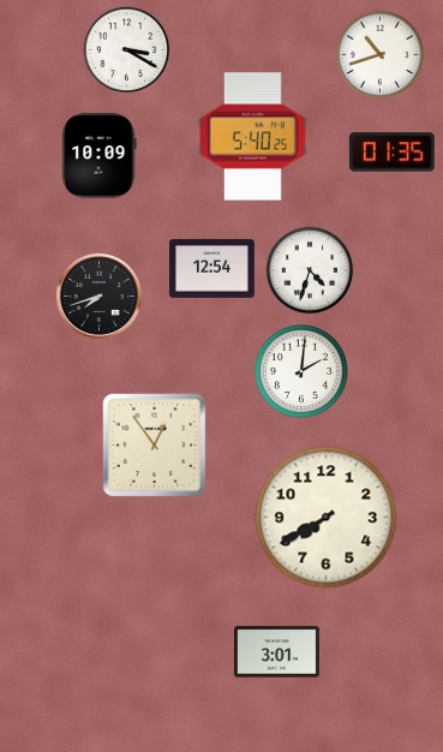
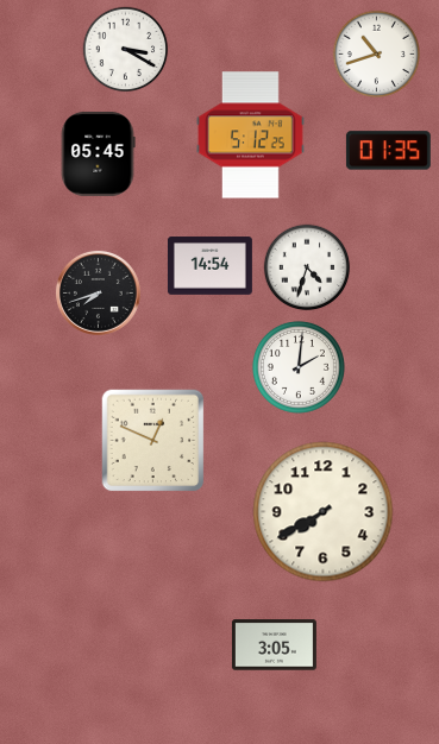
clock at (253, 137): 5:40 -> 5:12
clock at (98, 155): 10:09 -> 05:45
clock at (211, 269): 12:54 -> 14:54
clock at (155, 446): 12:54 -> 12:49
clock at (276, 652): 3:01 -> 3:05
